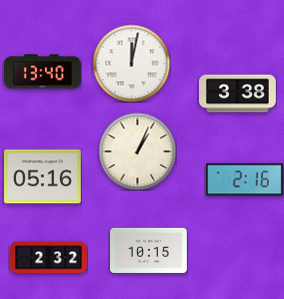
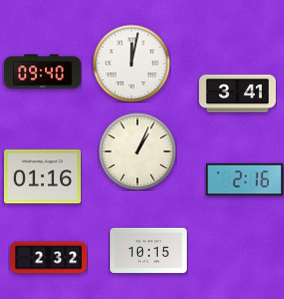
clock at (42, 72): 13:40 -> 09:40
clock at (238, 94): 3:38 -> 3:41
clock at (42, 177): 05:16 -> 01:16
